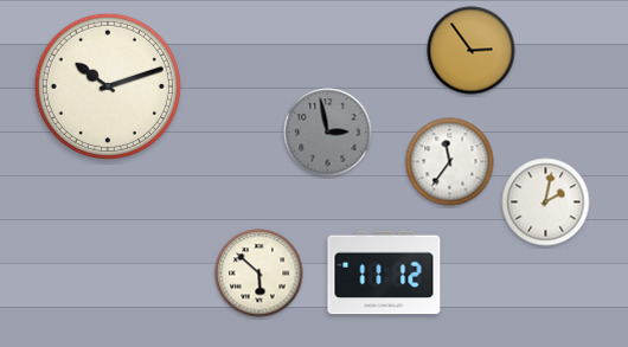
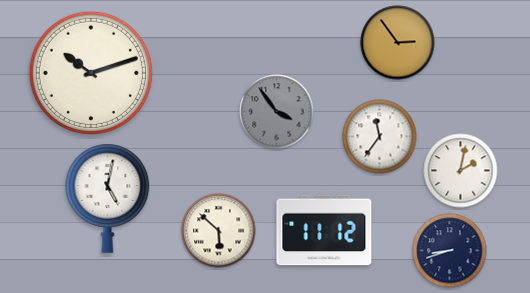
clock at (328, 133): 2:58 -> 3:54
clock at (108, 198): none -> 5:02
clock at (450, 251): none -> 8:42
